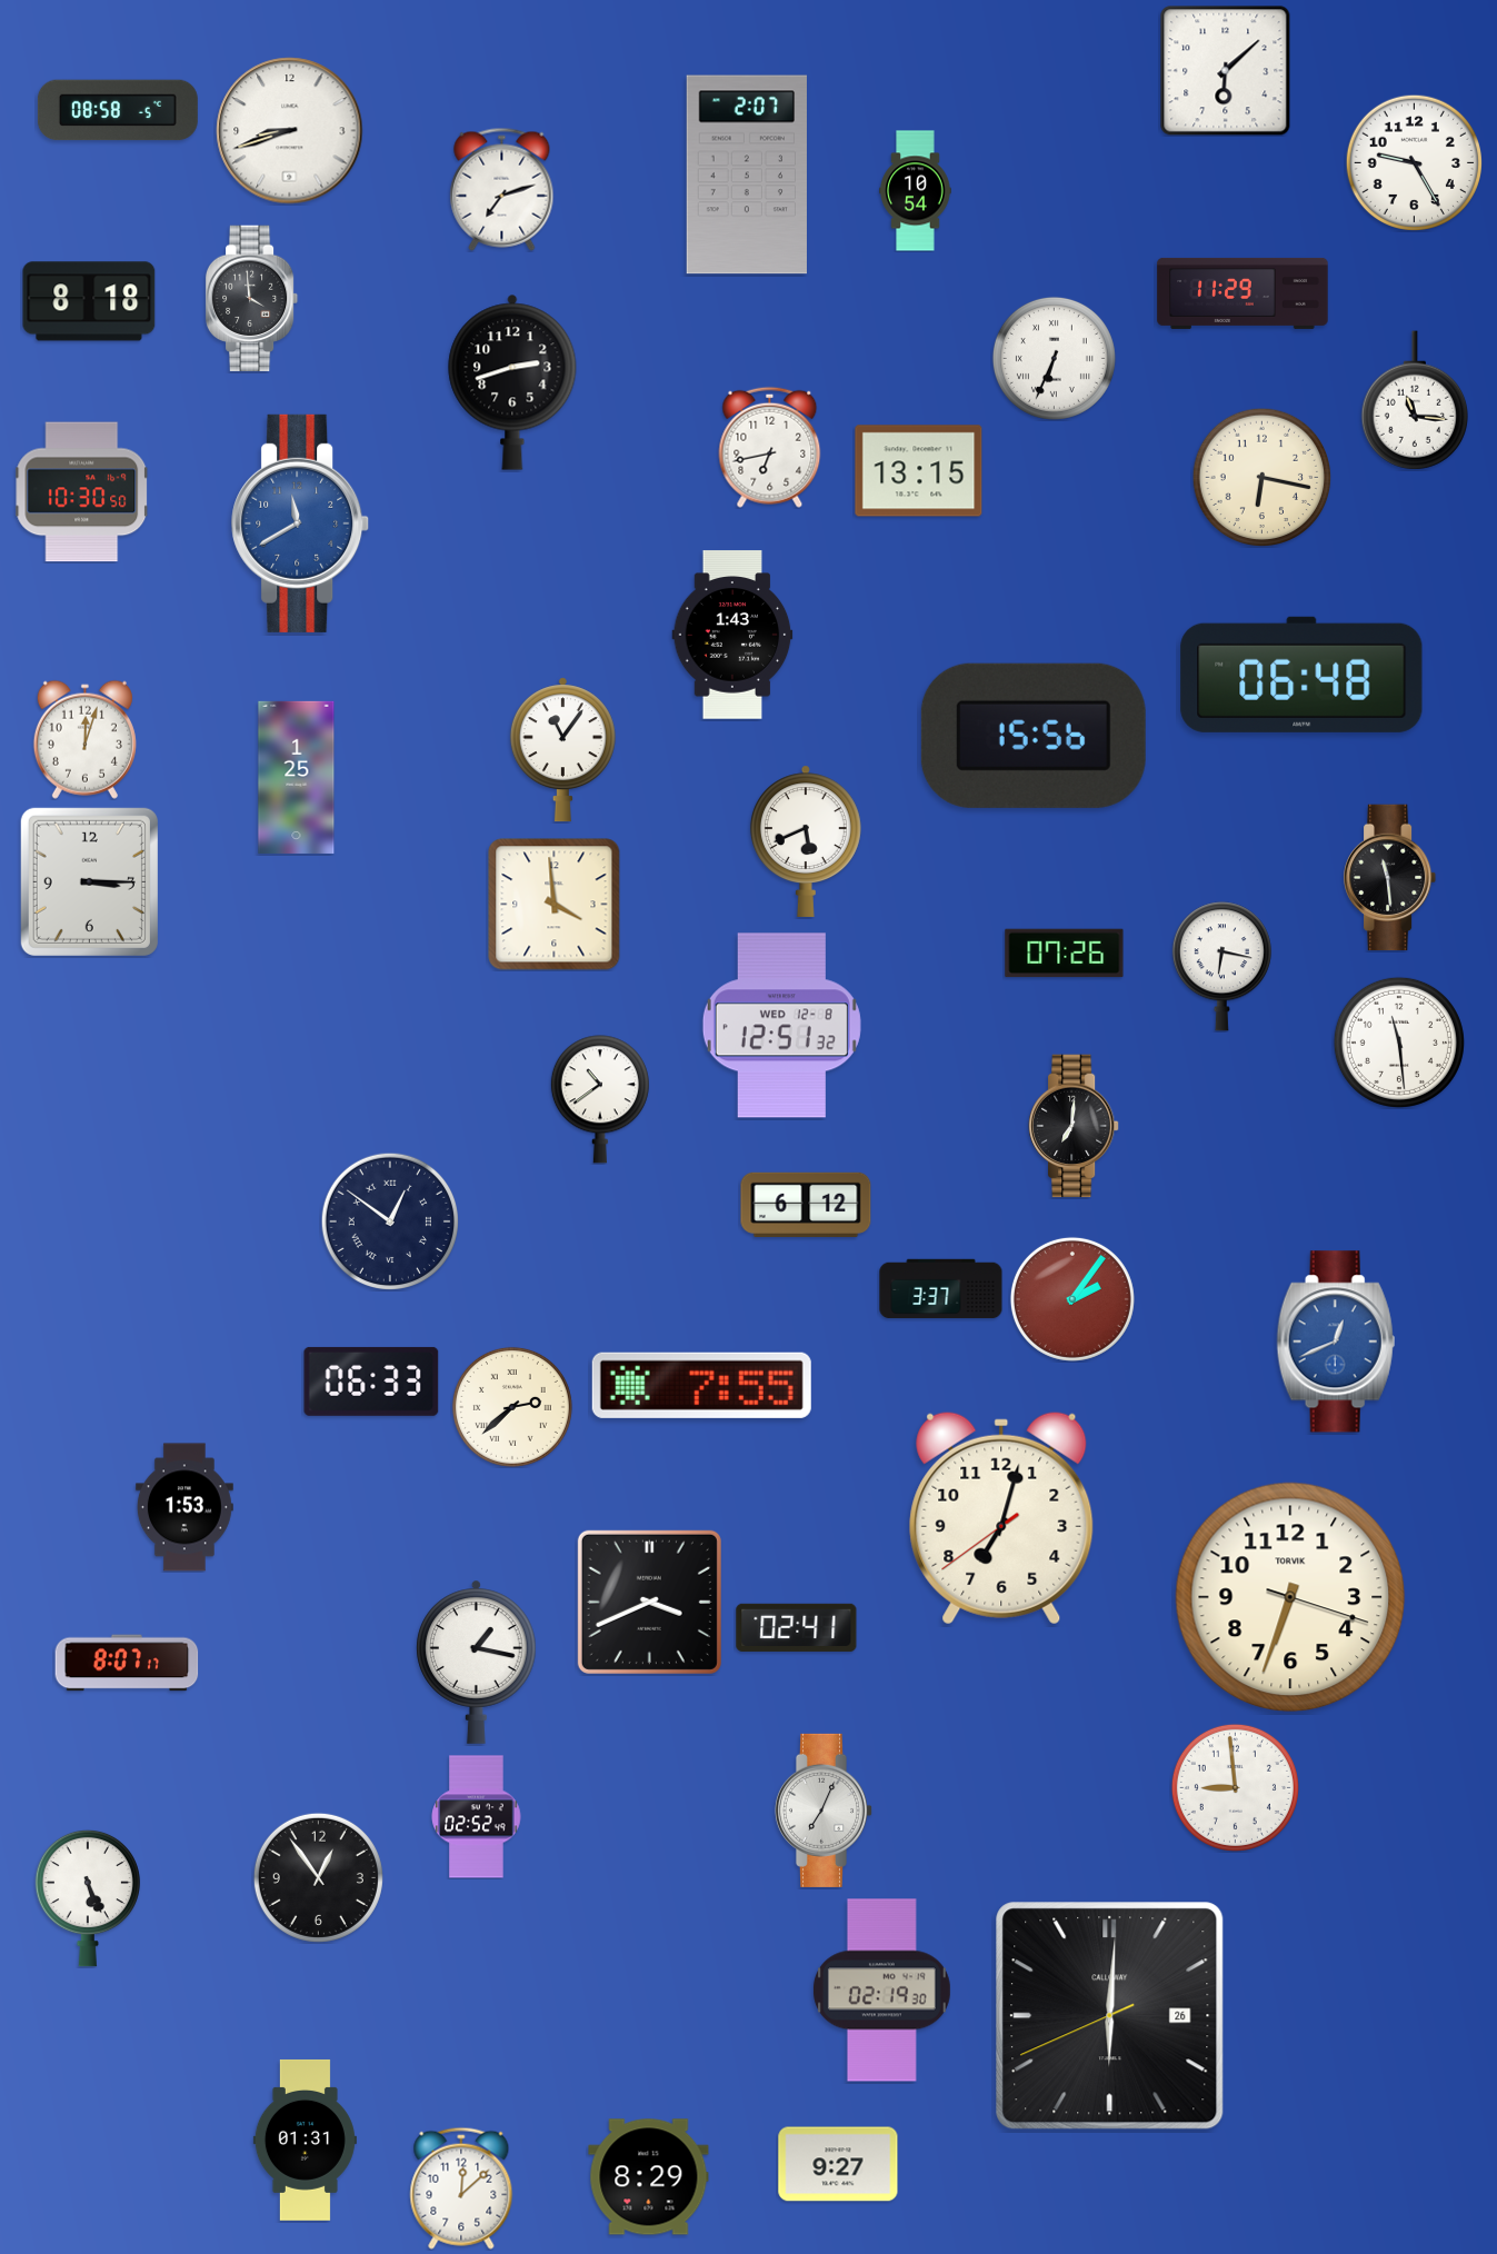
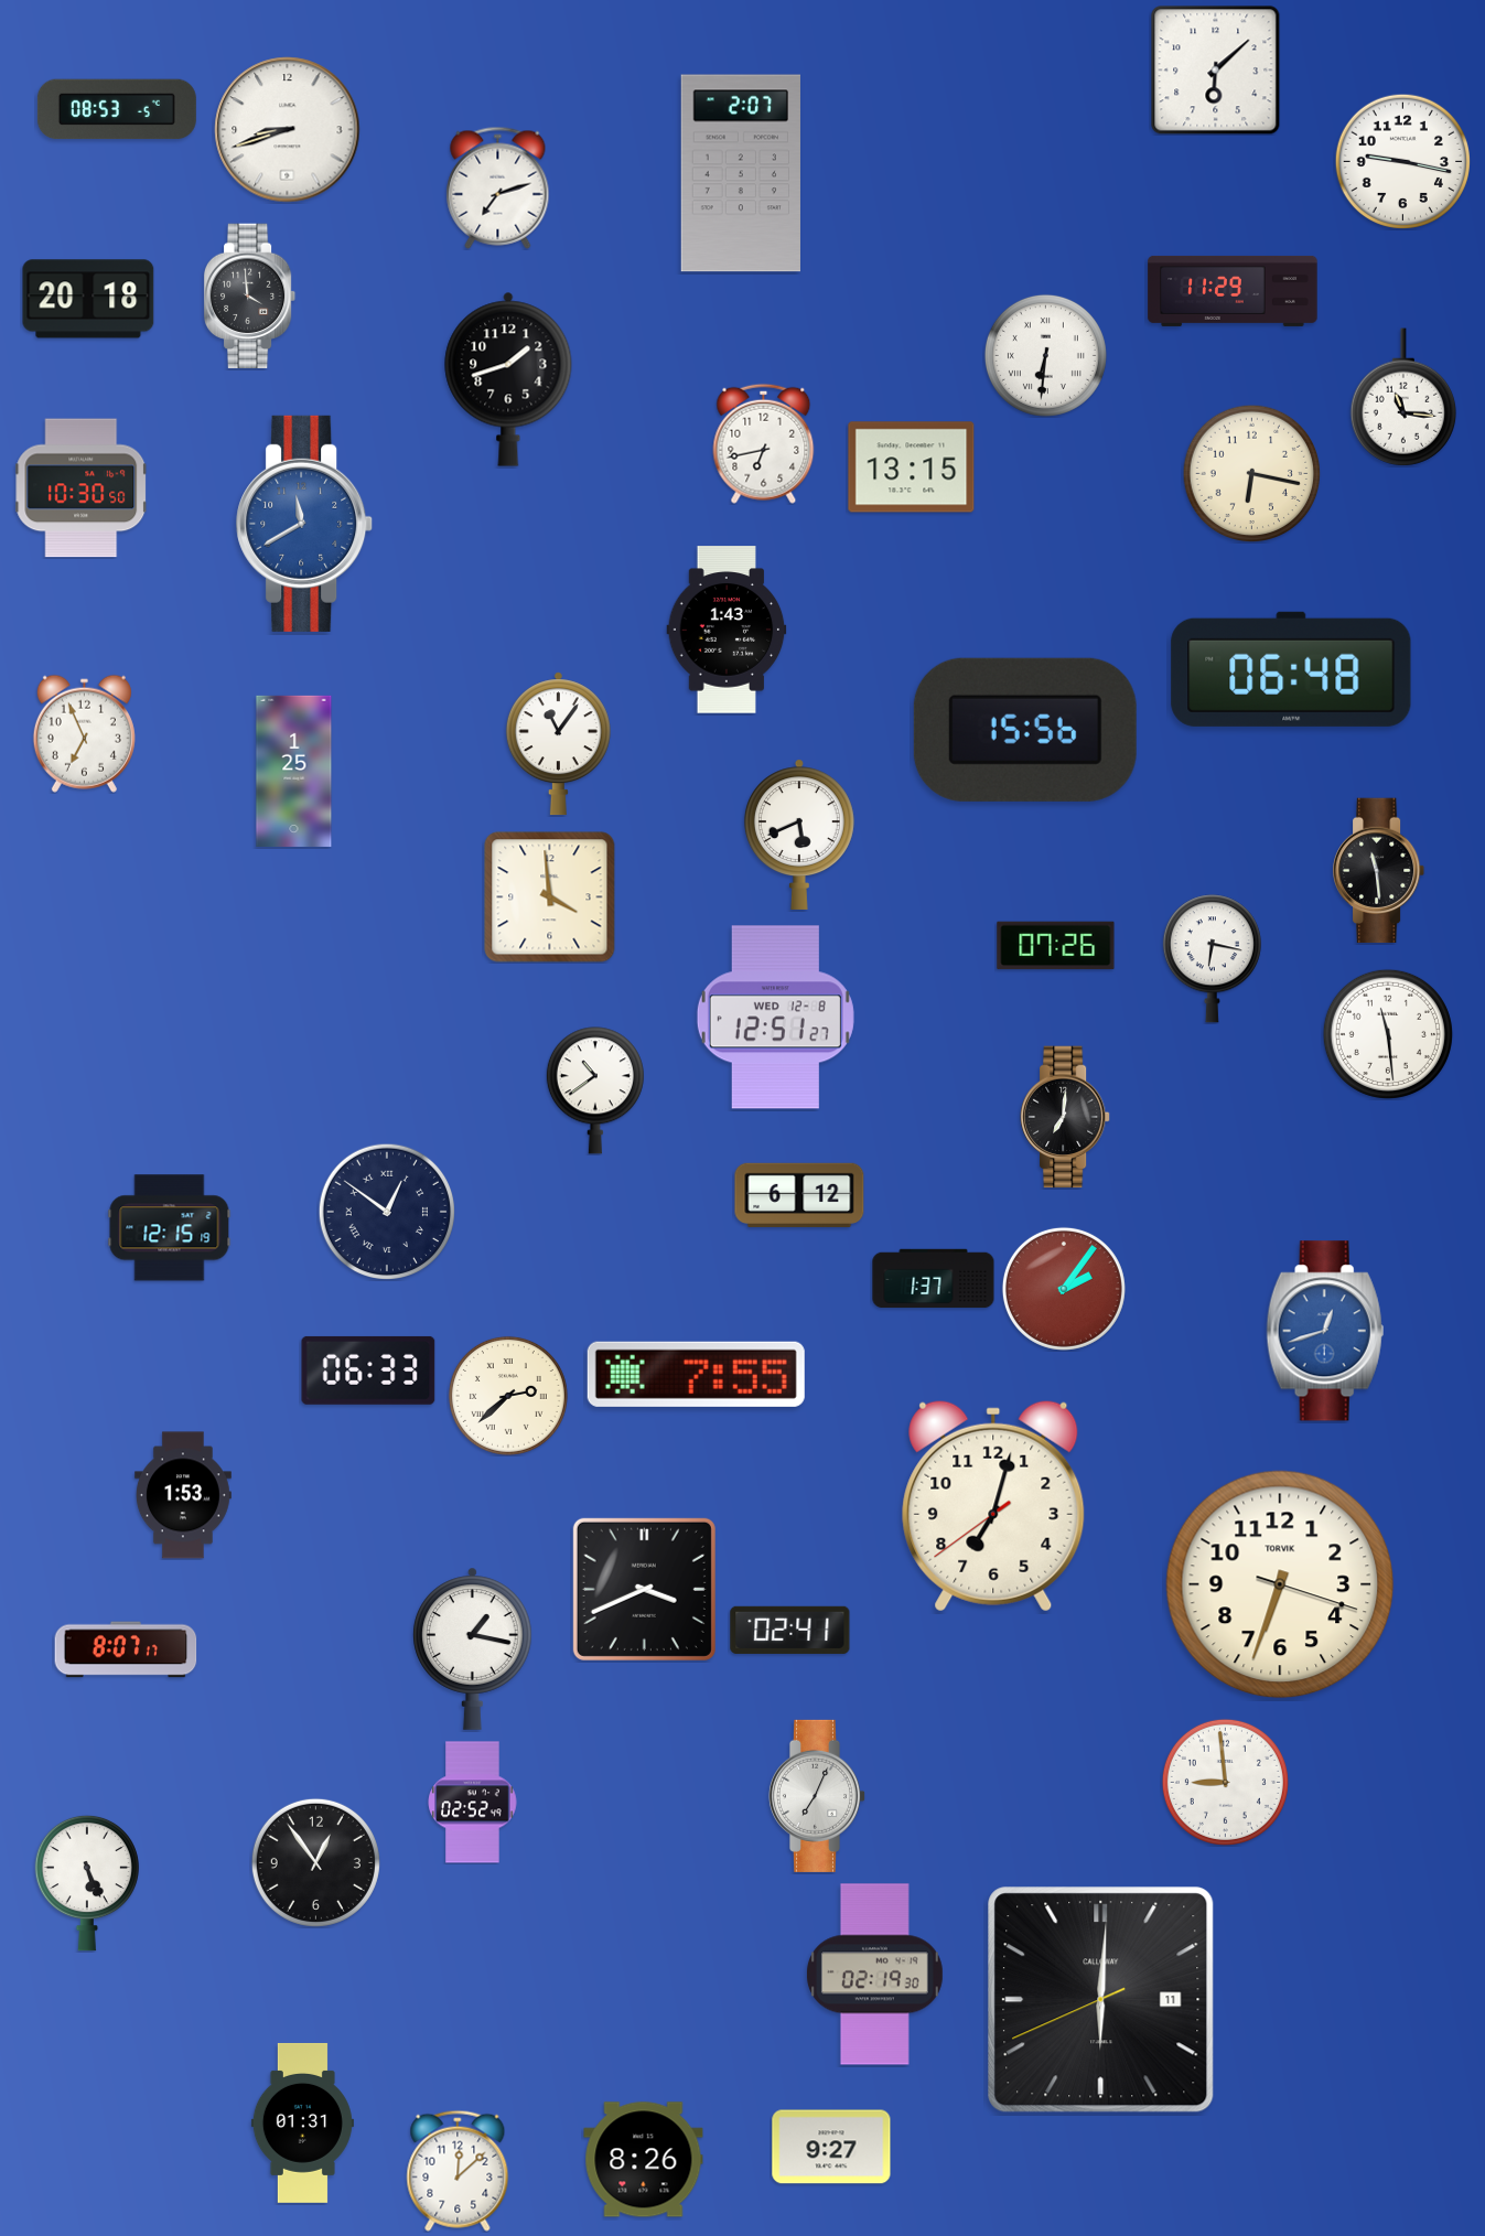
clock at (118, 110): 08:58 -> 08:53
clock at (1414, 162): 9:25 -> 9:17
clock at (916, 191): 10:54 -> none
clock at (89, 301): 8:18 -> 20:18
clock at (1054, 358): 6:34 -> 6:31
clock at (512, 382): 2:42 -> 1:42
clock at (301, 523) position: (301, 523) -> (305, 524)
clock at (84, 739): 12:03 -> 6:56
clock at (89, 881): 3:15 -> none
clock at (781, 1026): 12:51:32 -> 12:51:27
clock at (170, 1228): none -> 12:15
clock at (941, 1289): 3:37 -> 1:37
clock at (1336, 1342): 12:41 -> 12:42
clock at (797, 1627) position: (797, 1627) -> (790, 1630)
clock at (1235, 1787) position: (1235, 1787) -> (1225, 1782)
clock at (1110, 2016) date: 26 -> 11
clock at (649, 2177): 8:29 -> 8:26
